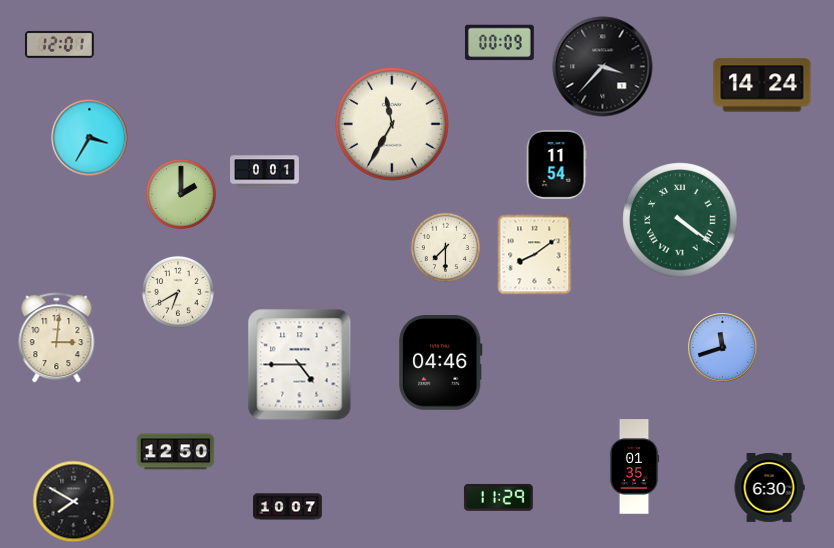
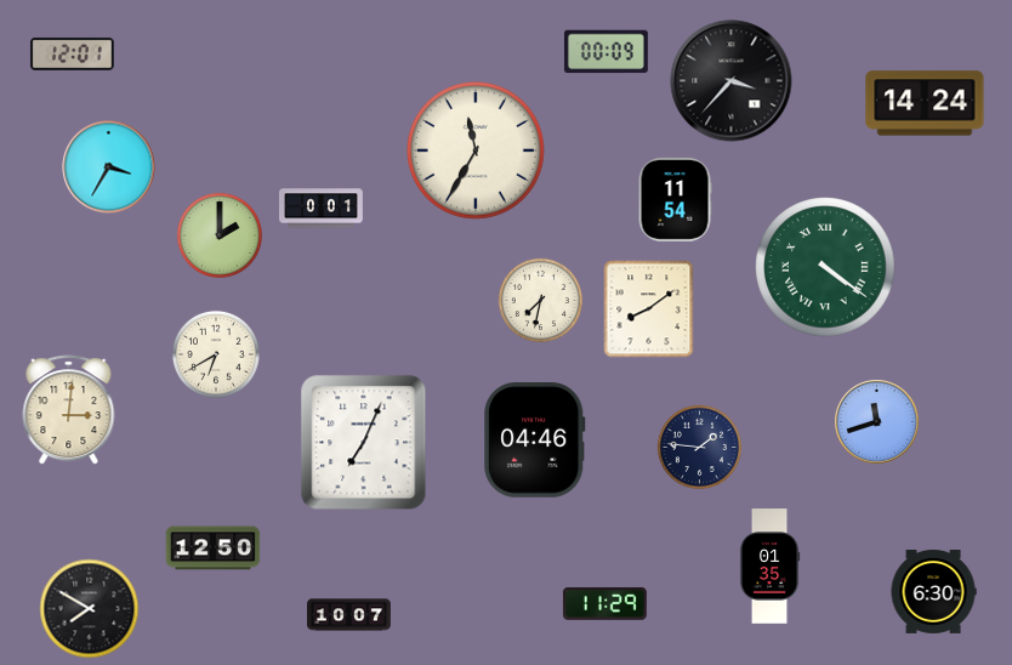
clock at (445, 247): 7:30 -> 7:32
clock at (300, 365): 4:45 -> 7:04
clock at (699, 447): none -> 1:46
